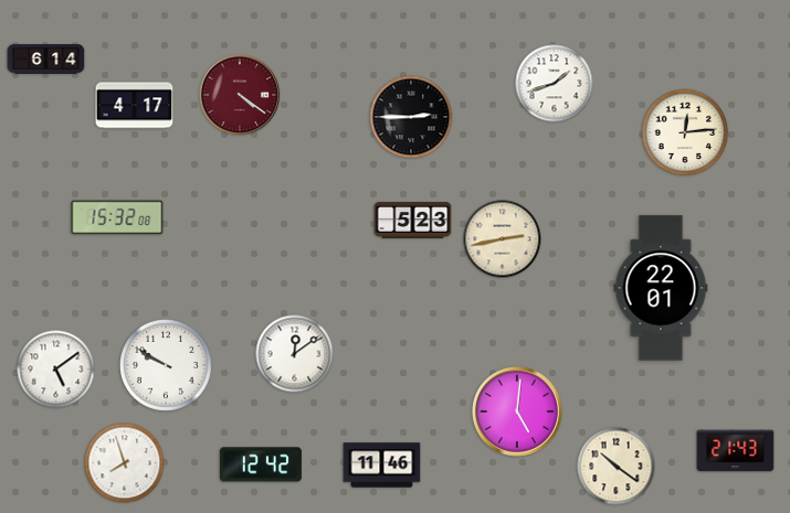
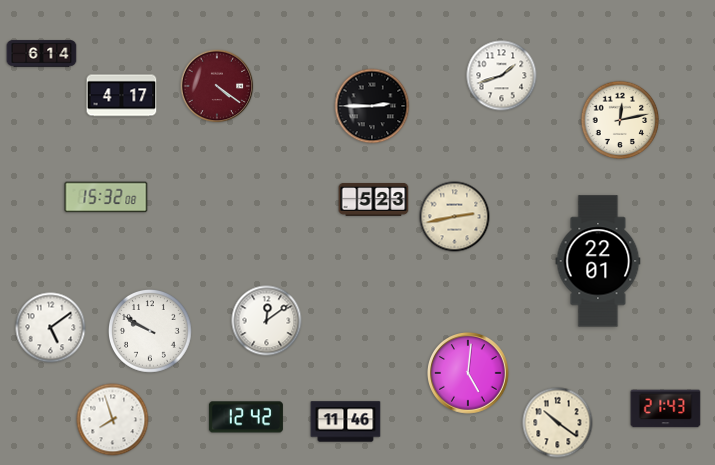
clock at (685, 132): 12:14 -> 12:13
clock at (56, 370) position: (56, 370) -> (51, 328)
clock at (261, 464) position: (261, 464) -> (246, 417)
